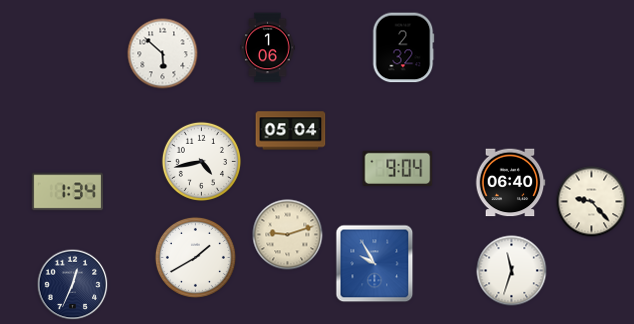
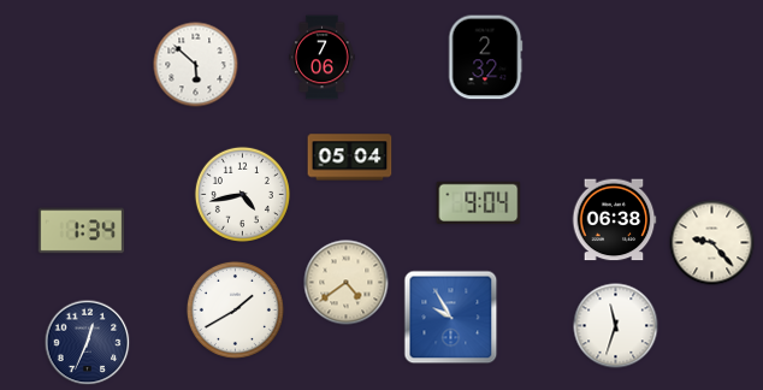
clock at (268, 48): 1:06 -> 7:06
clock at (510, 183): 06:40 -> 06:38
clock at (288, 235): 9:12 -> 4:39
